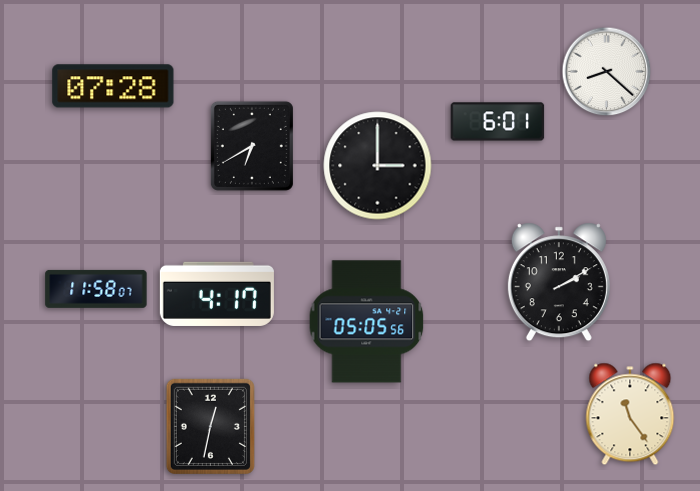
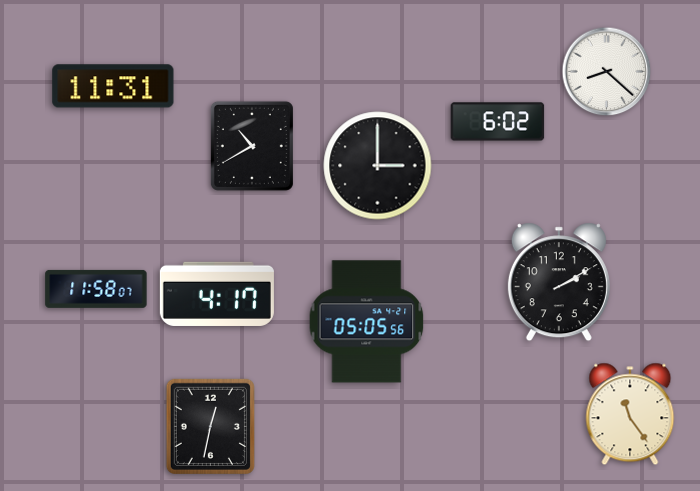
clock at (113, 86): 07:28 -> 11:31
clock at (498, 122): 6:01 -> 6:02
clock at (252, 146): 6:40 -> 10:40
